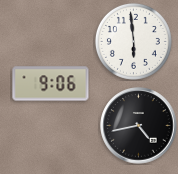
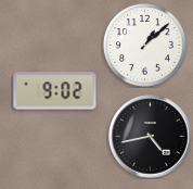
clock at (133, 41): 5:59 -> 1:08
clock at (51, 84): 9:06 -> 9:02
